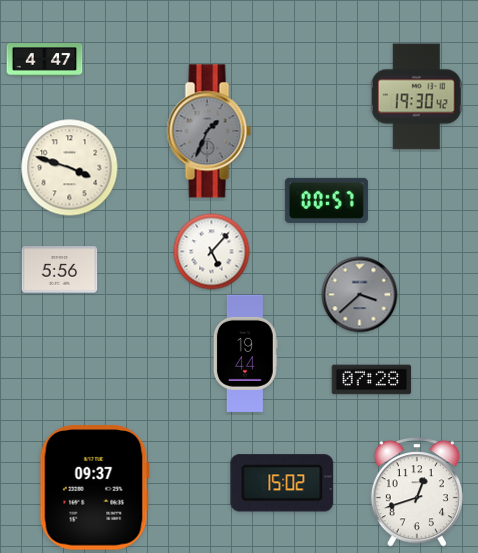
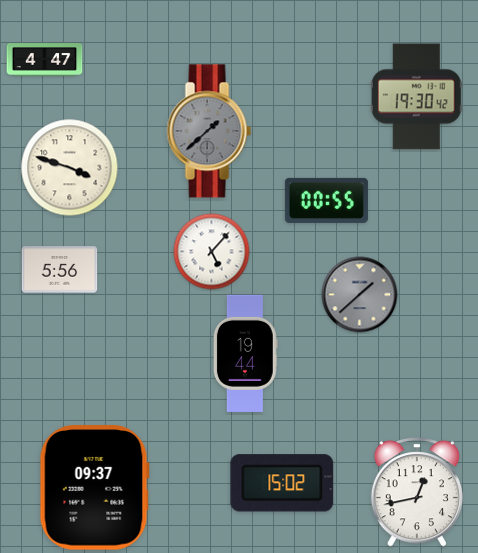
clock at (209, 131): 1:34 -> 1:38
clock at (326, 200): 00:57 -> 00:55
clock at (360, 295): 3:38 -> 1:38
clock at (372, 380): 07:28 -> none
clock at (417, 492): 12:42 -> 12:43
